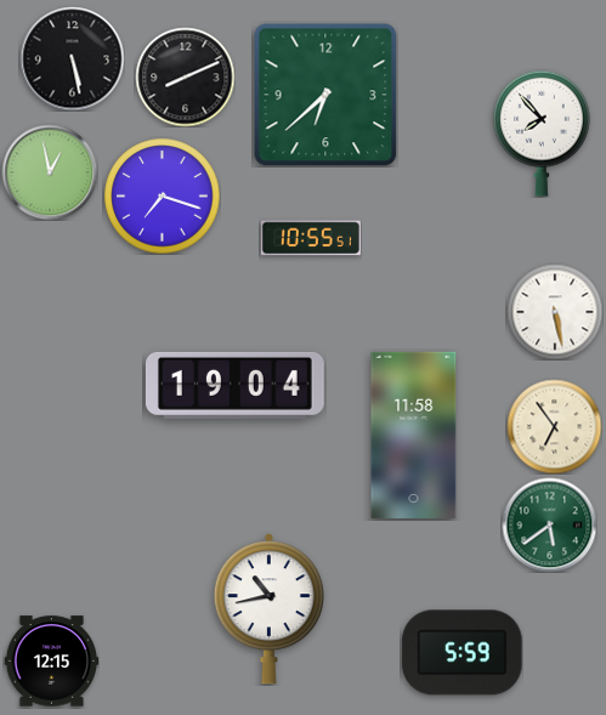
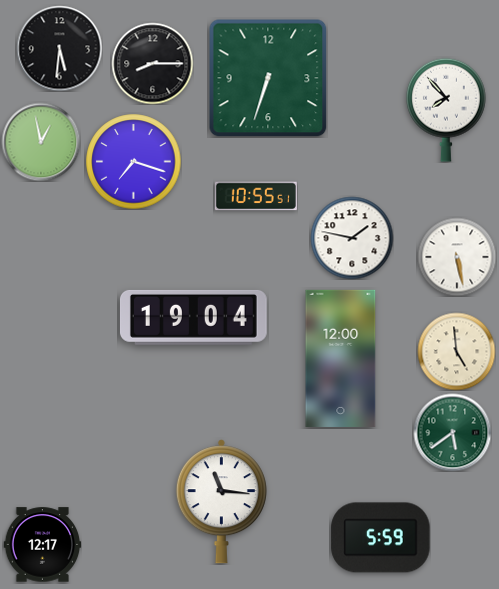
clock at (72, 58): 5:28 -> 5:31
clock at (185, 76): 8:11 -> 8:15
clock at (325, 95): 6:38 -> 6:33
clock at (352, 238): none -> 1:47
clock at (554, 426): 6:54 -> 4:59
clock at (414, 435): 11:58 -> 12:00
clock at (268, 609): 10:43 -> 11:16
clock at (51, 662): 12:15 -> 12:17
